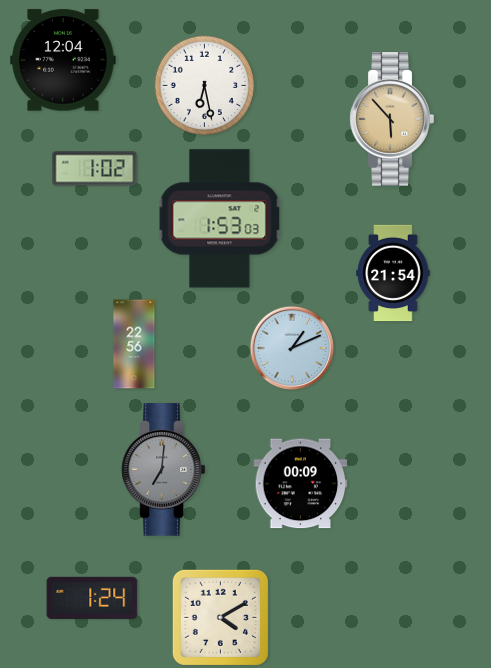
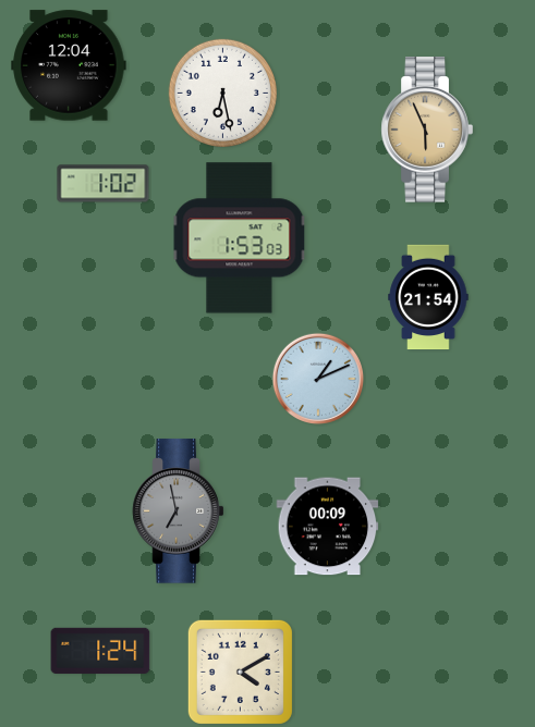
clock at (392, 119): 5:53 -> 5:56
clock at (134, 344): 22:56 -> none
clock at (164, 470): 7:01 -> 6:58
